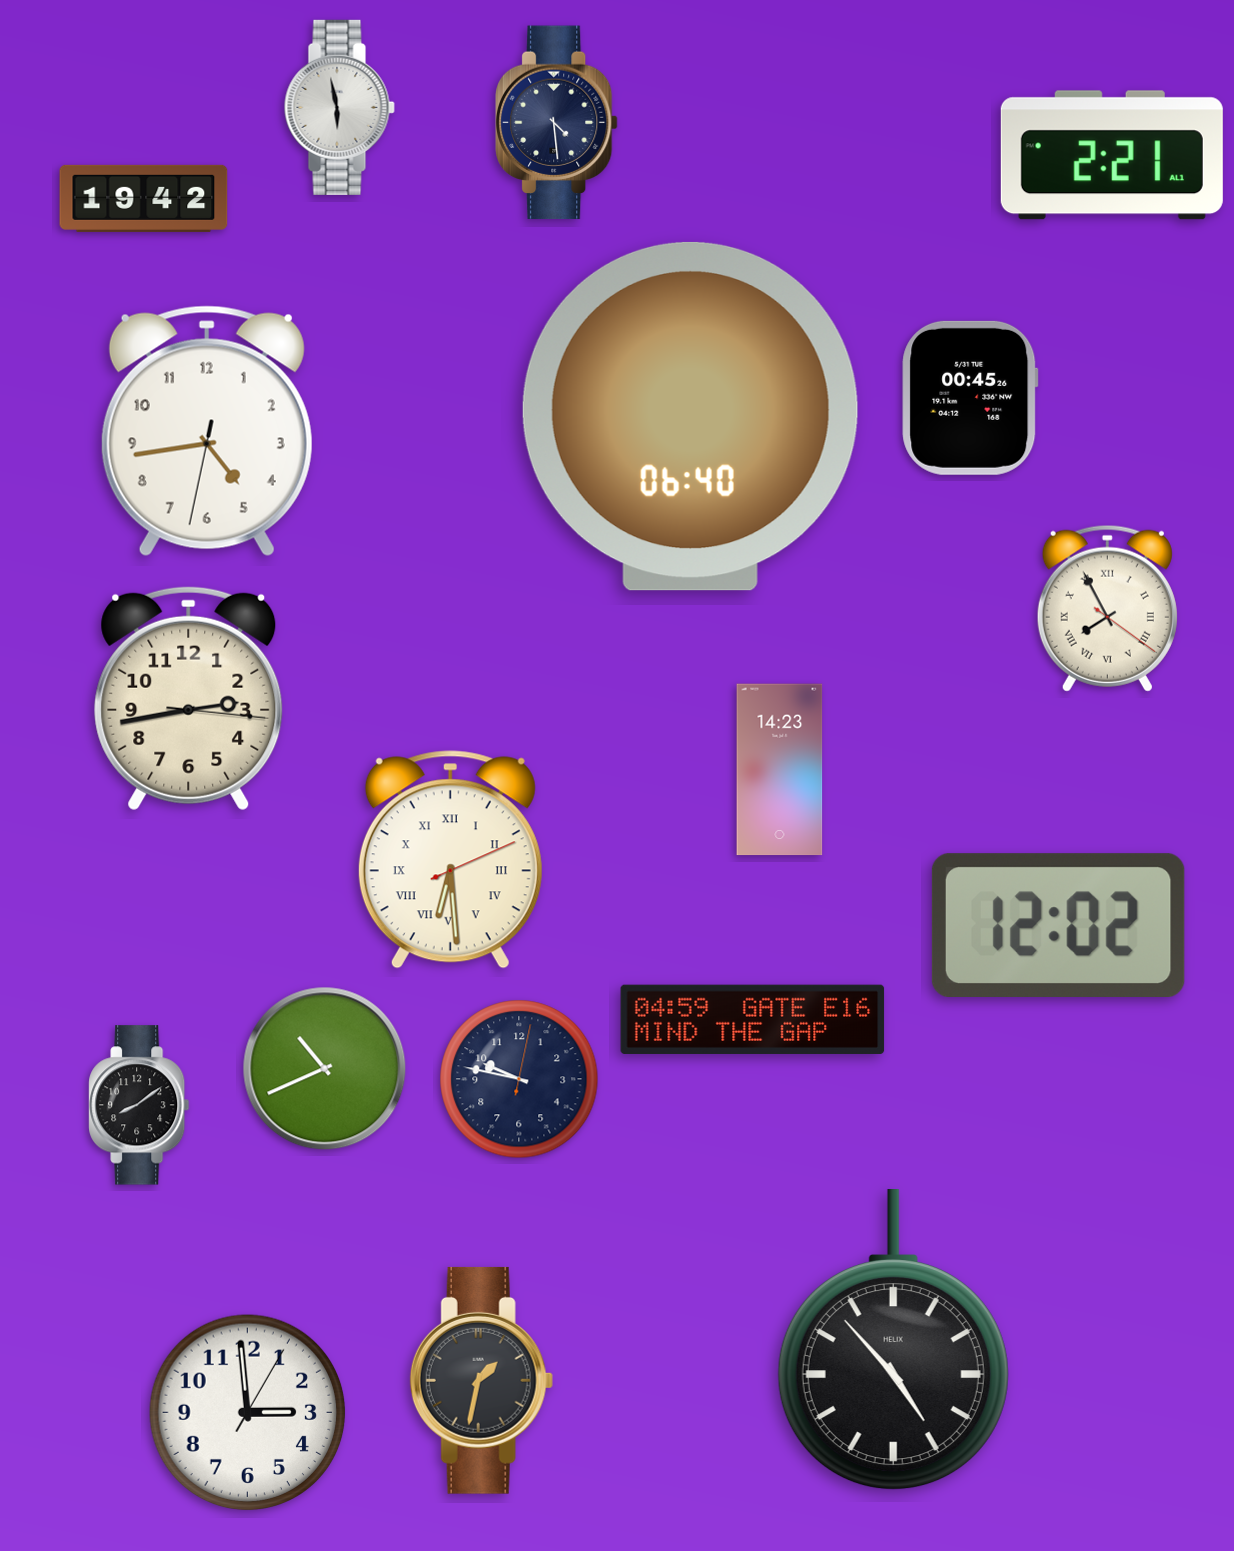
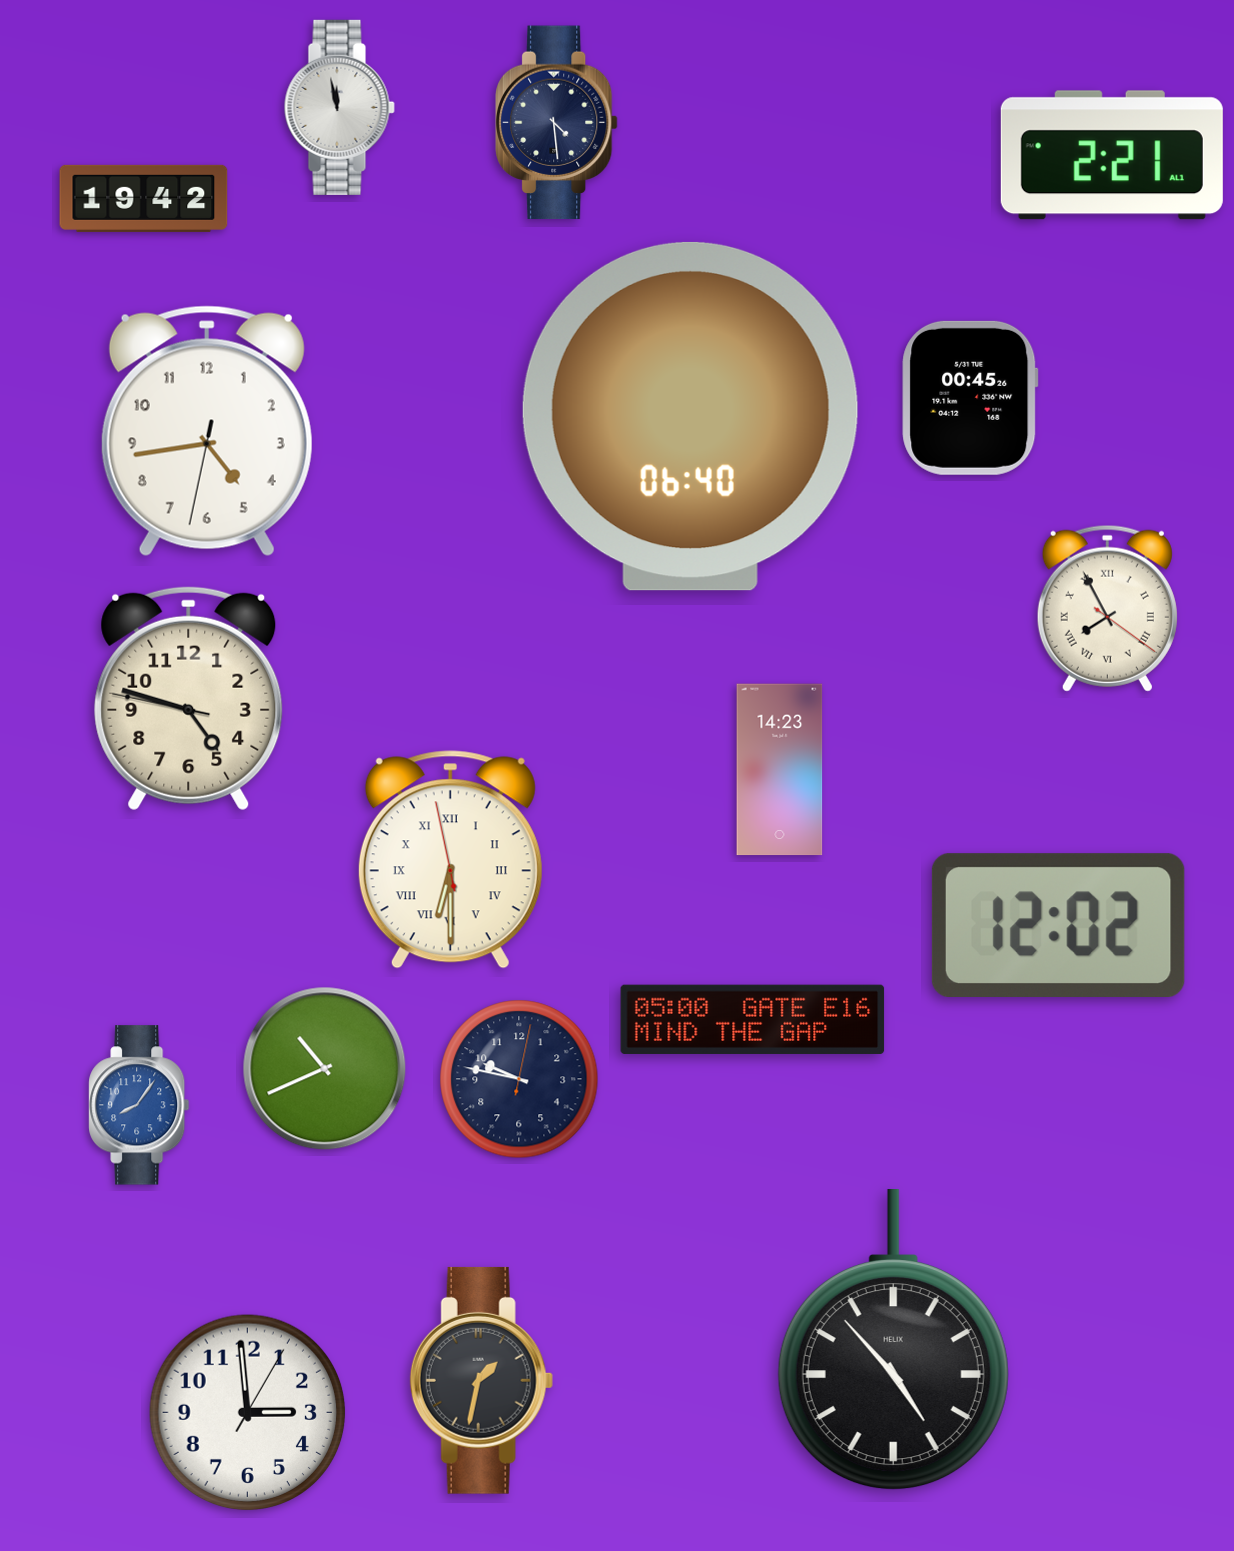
clock at (339, 107): 5:58 -> 11:58
clock at (189, 699): 2:43 -> 4:47
clock at (450, 860): 6:29:11 -> 6:29:58
clock at (753, 1019): 04:59 -> 05:00
clock at (139, 1105): 8:09 -> 8:06
clock at (139, 1105) dial: black -> blue
